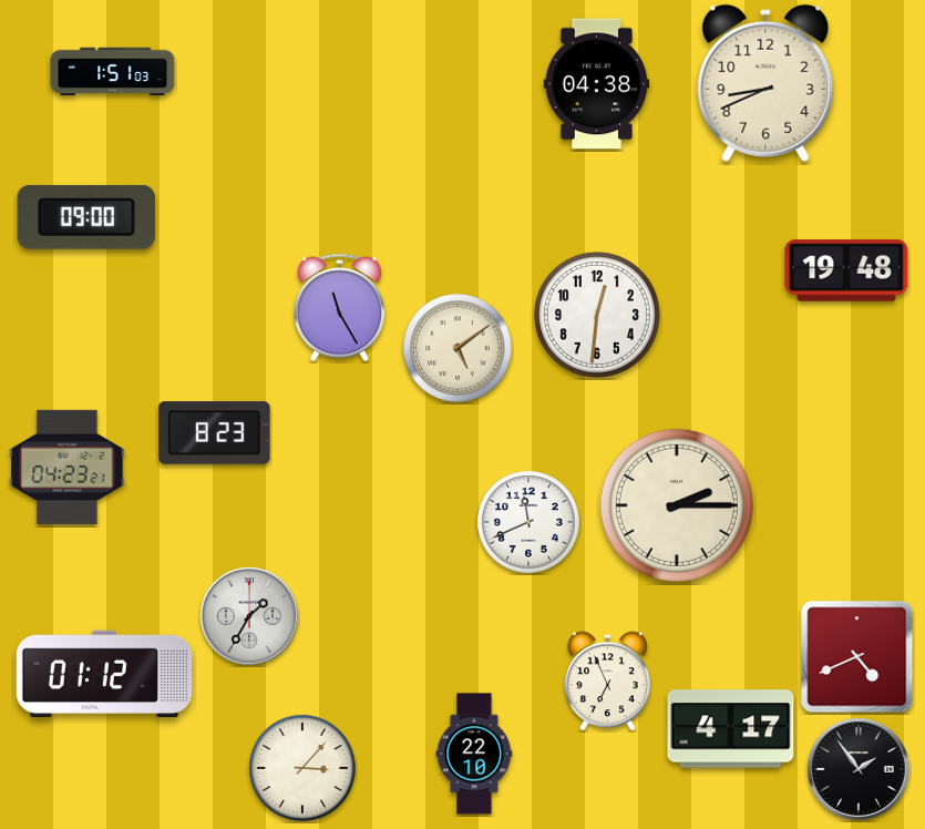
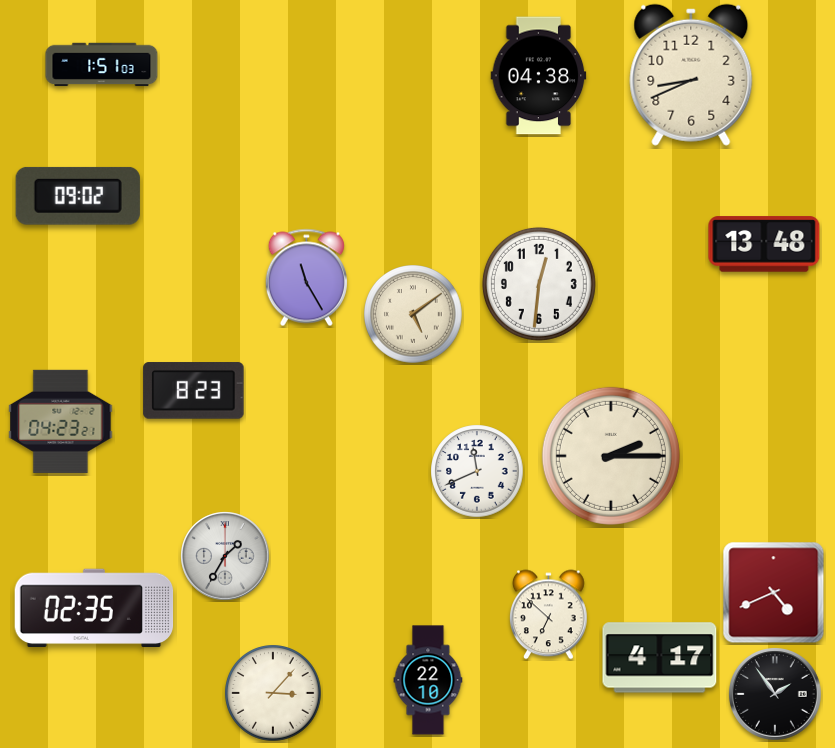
clock at (86, 217): 09:00 -> 09:02
clock at (846, 270): 19:48 -> 13:48
clock at (104, 674): 01:12 -> 02:35
clock at (607, 682): 6:56 -> 6:52
